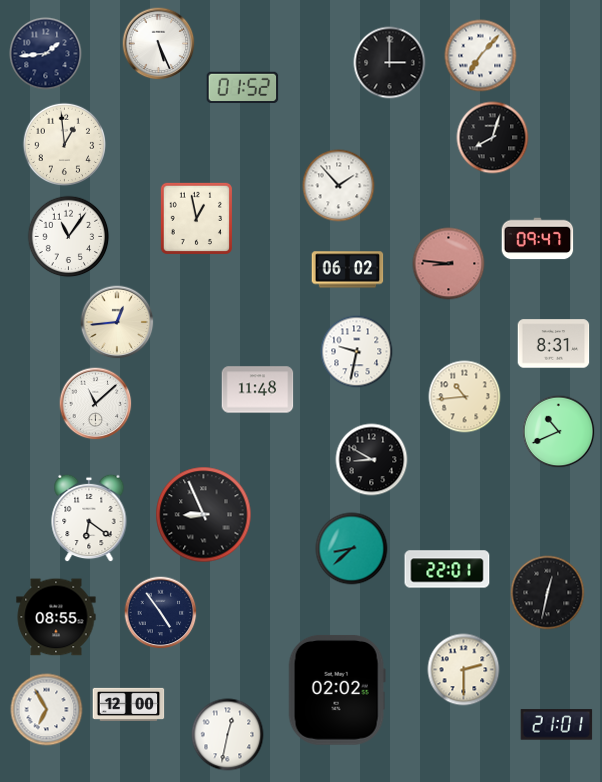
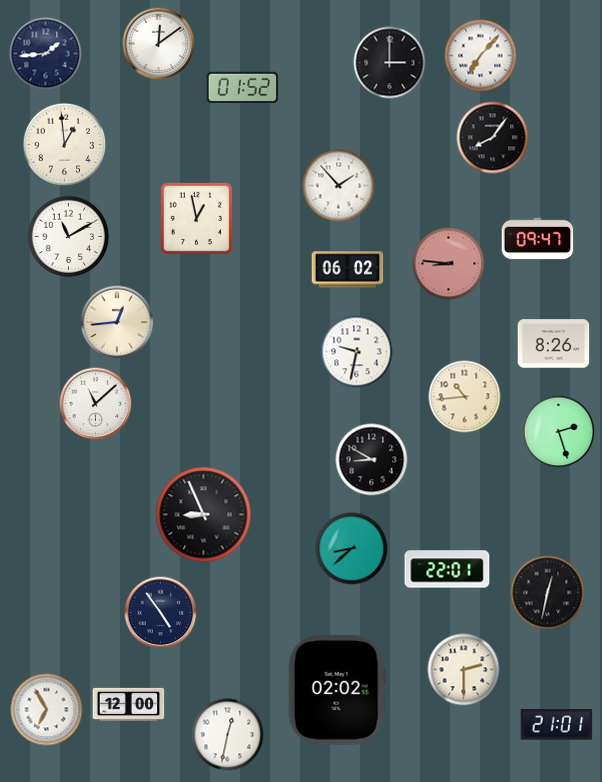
clock at (159, 44): 5:26 -> 12:09
clock at (493, 138): 8:03 -> 8:06
clock at (69, 237): 11:06 -> 11:10
clock at (554, 344): 8:31 -> 8:26
clock at (258, 390): 11:48 -> none
clock at (559, 432): 10:41 -> 2:27
clock at (89, 518): 6:21 -> none
clock at (56, 617): 08:55 -> none
